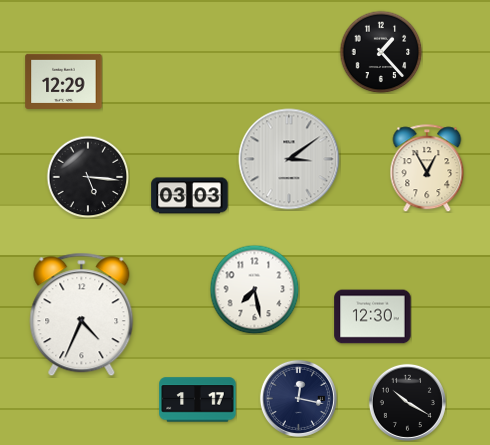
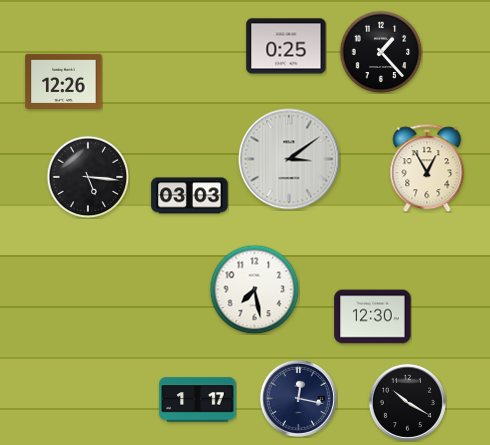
clock at (286, 46): none -> 0:25
clock at (64, 81): 12:29 -> 12:26
clock at (82, 315): 4:34 -> none
